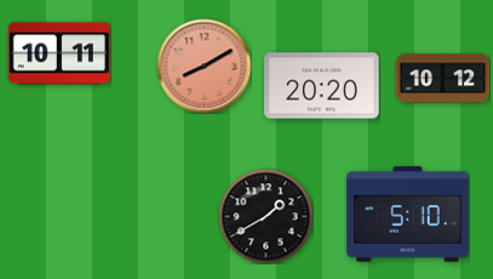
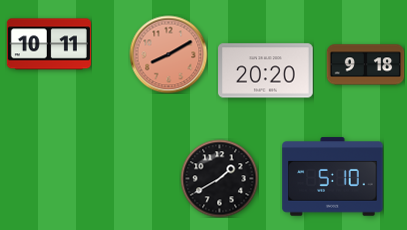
clock at (442, 79): 10:12 -> 9:18
clock at (408, 215) position: (408, 215) -> (333, 177)
